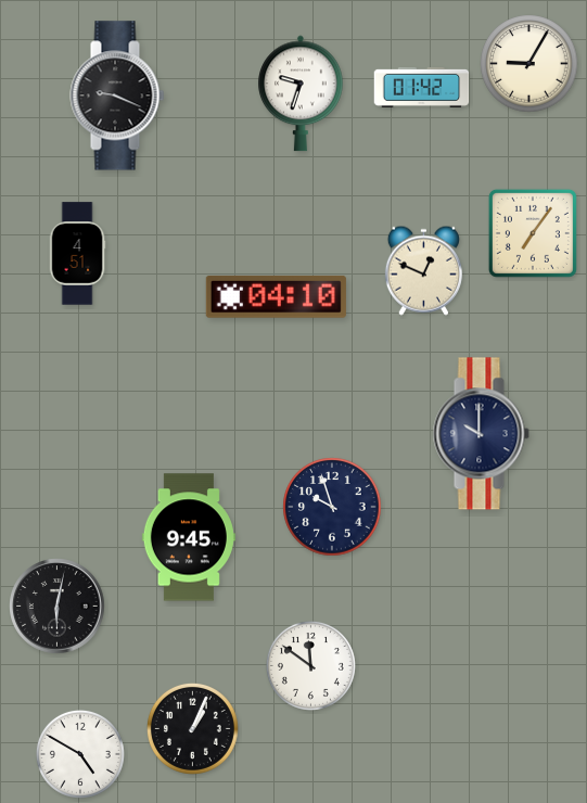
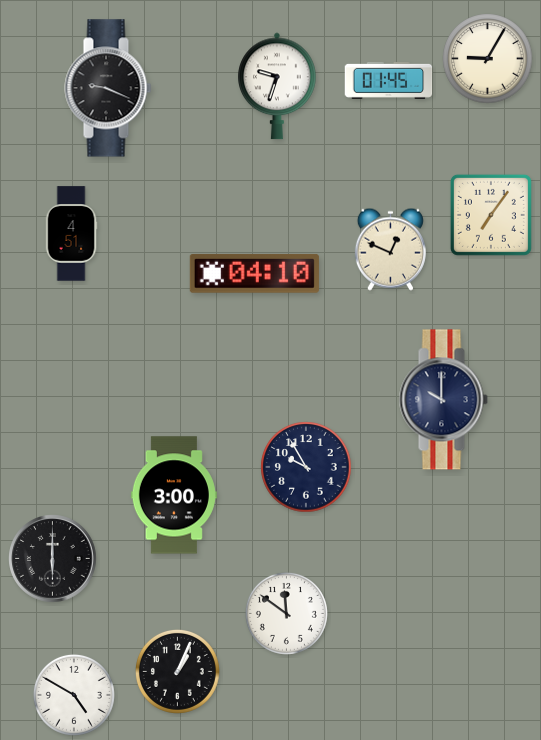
clock at (422, 87): 01:42 -> 01:45
clock at (332, 507): 9:57 -> 9:55
clock at (189, 537): 9:45 -> 3:00
clock at (58, 607): 6:02 -> 6:00
